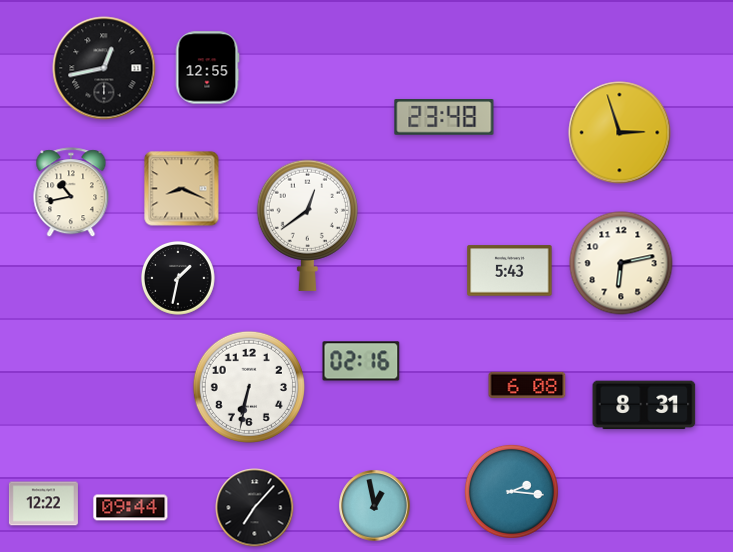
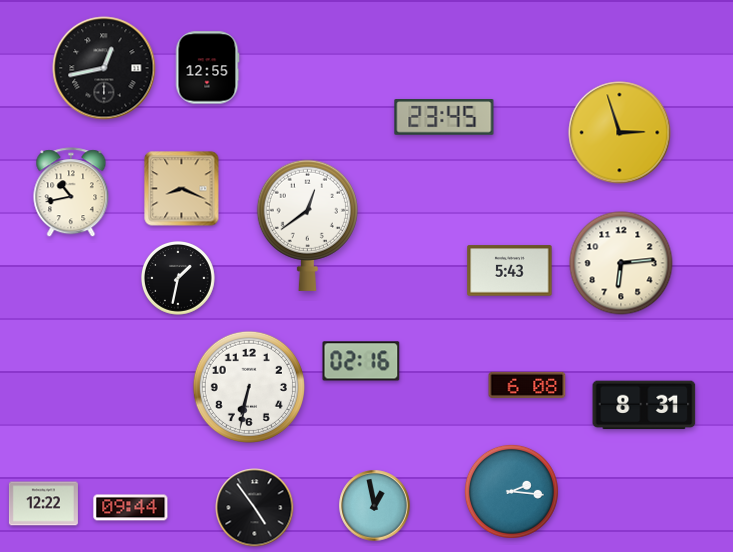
clock at (444, 117): 23:48 -> 23:45
clock at (621, 263): 6:13 -> 6:14
clock at (255, 508): 7:07 -> 4:54
